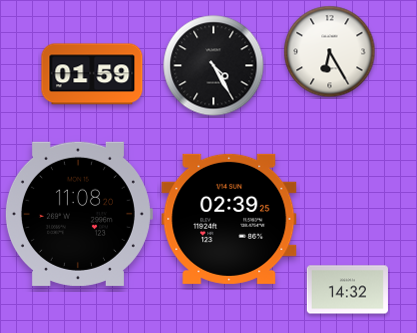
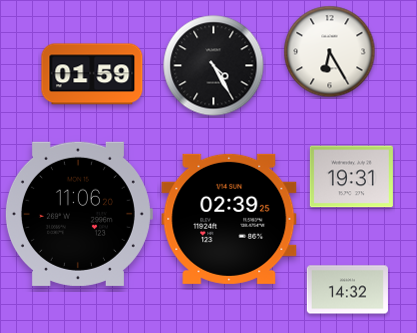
clock at (351, 177): none -> 19:31
clock at (78, 214): 11:08 -> 11:06
